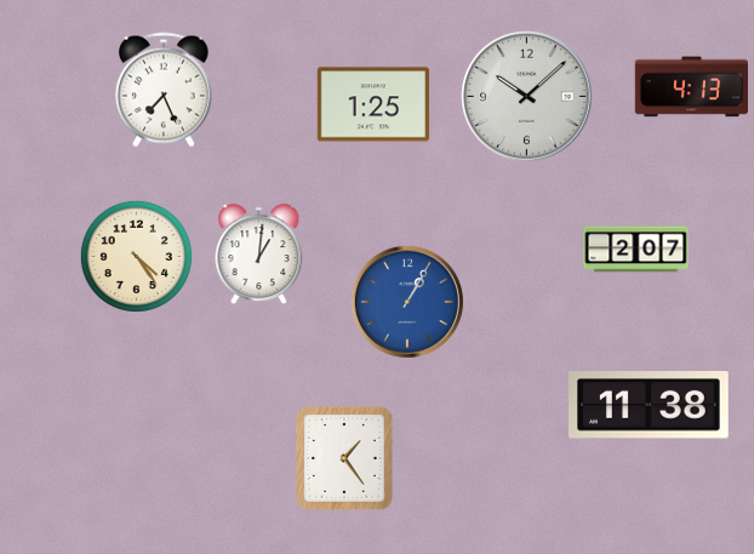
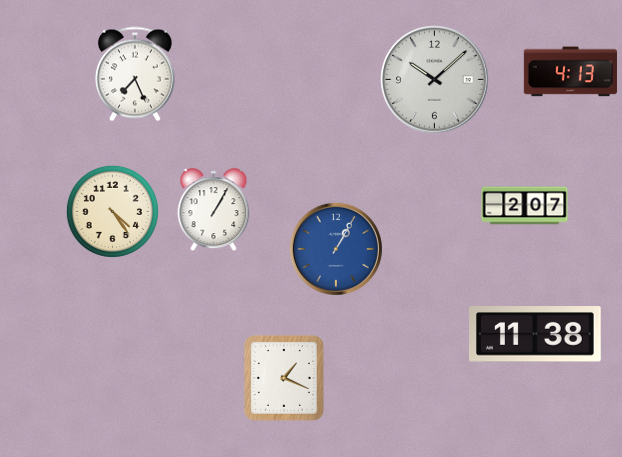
clock at (373, 104): 1:25 -> none
clock at (259, 255): 1:01 -> 1:05
clock at (345, 459): 1:24 -> 1:19
